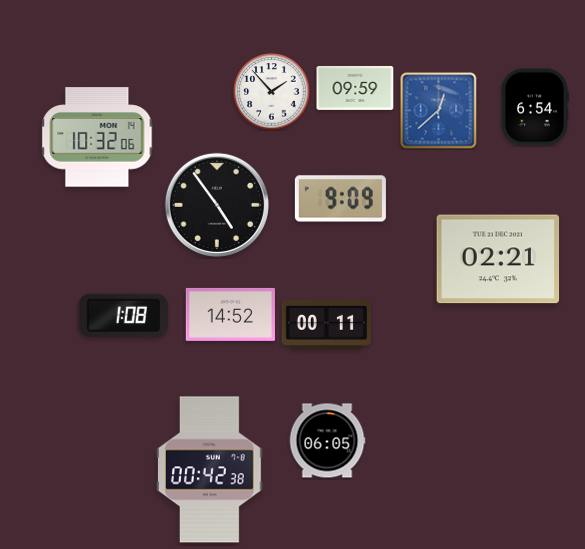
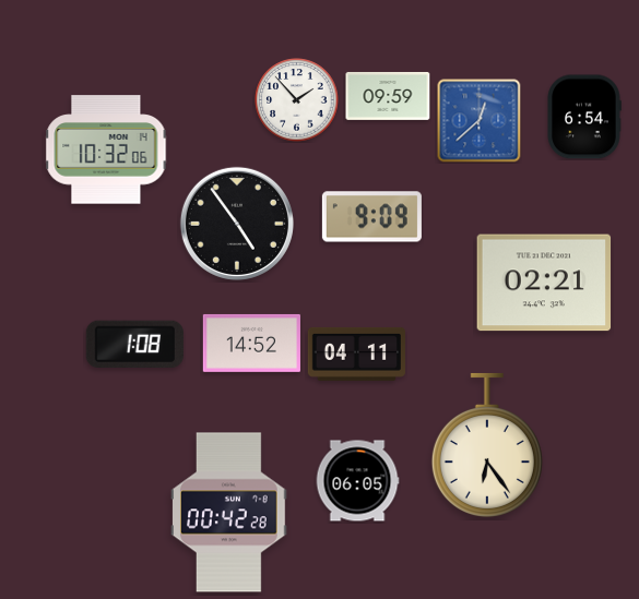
clock at (326, 324): 00:11 -> 04:11
clock at (487, 444): none -> 6:24
clock at (210, 470): 00:42:38 -> 00:42:28
